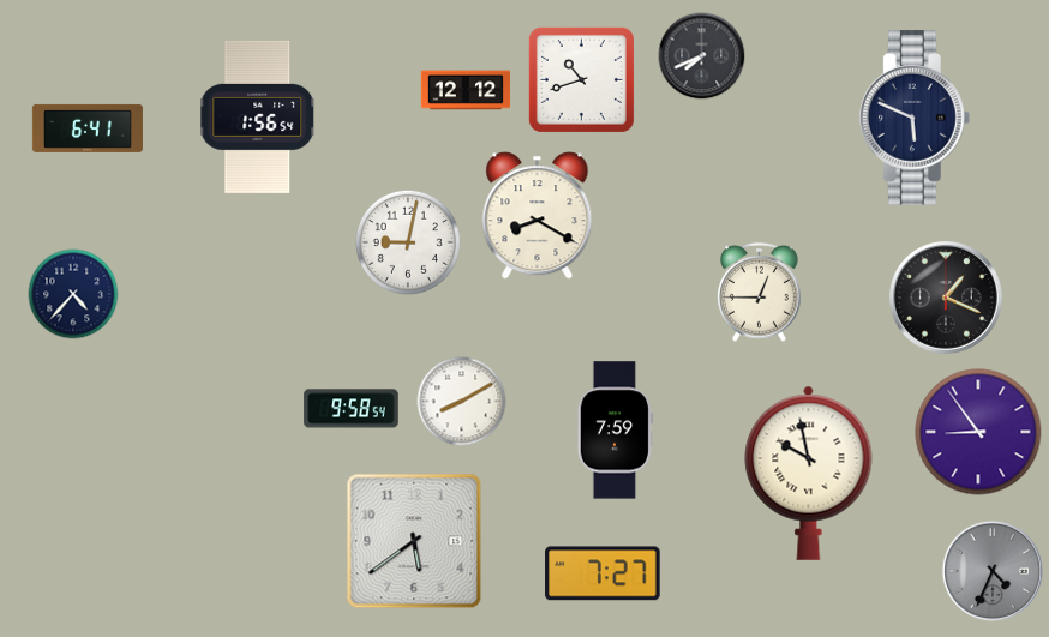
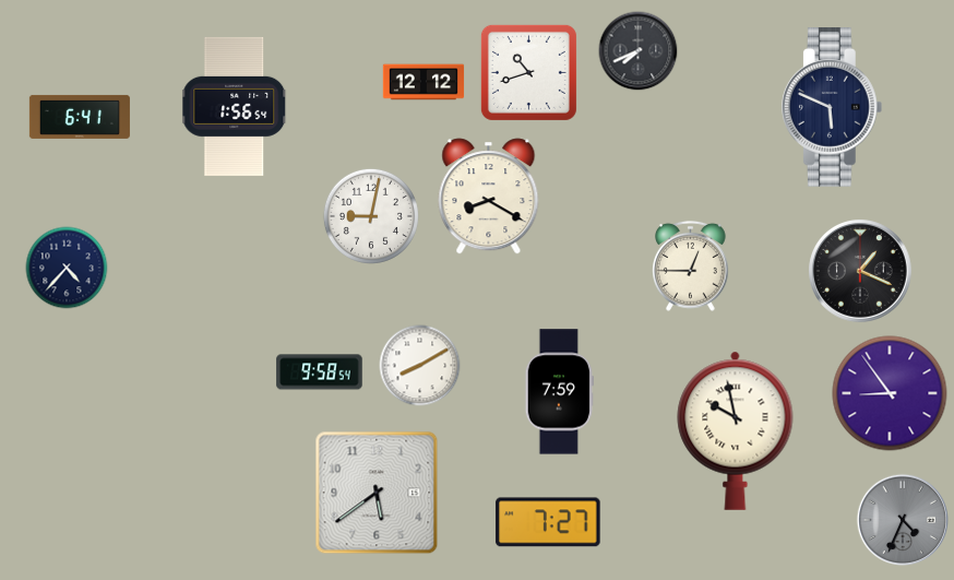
clock at (408, 242) position: (408, 242) -> (371, 216)
